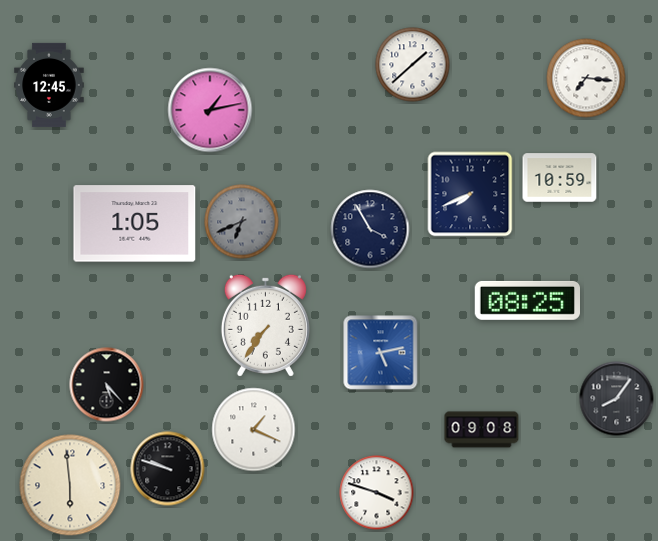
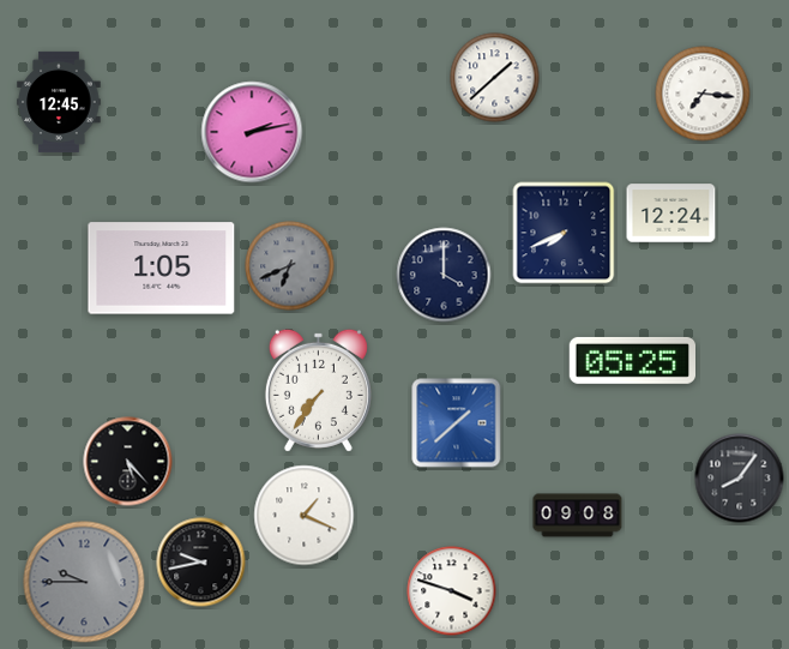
clock at (210, 110): 1:13 -> 2:13
clock at (560, 178): 10:59 -> 12:24
clock at (370, 229): 3:55 -> 4:00
clock at (527, 300): 08:25 -> 05:25
clock at (381, 353): 5:13 -> 1:38
clock at (168, 469): 9:48 -> 9:43
clock at (70, 485): 5:59 -> 9:45
clock at (70, 485) dial: cream -> grey
